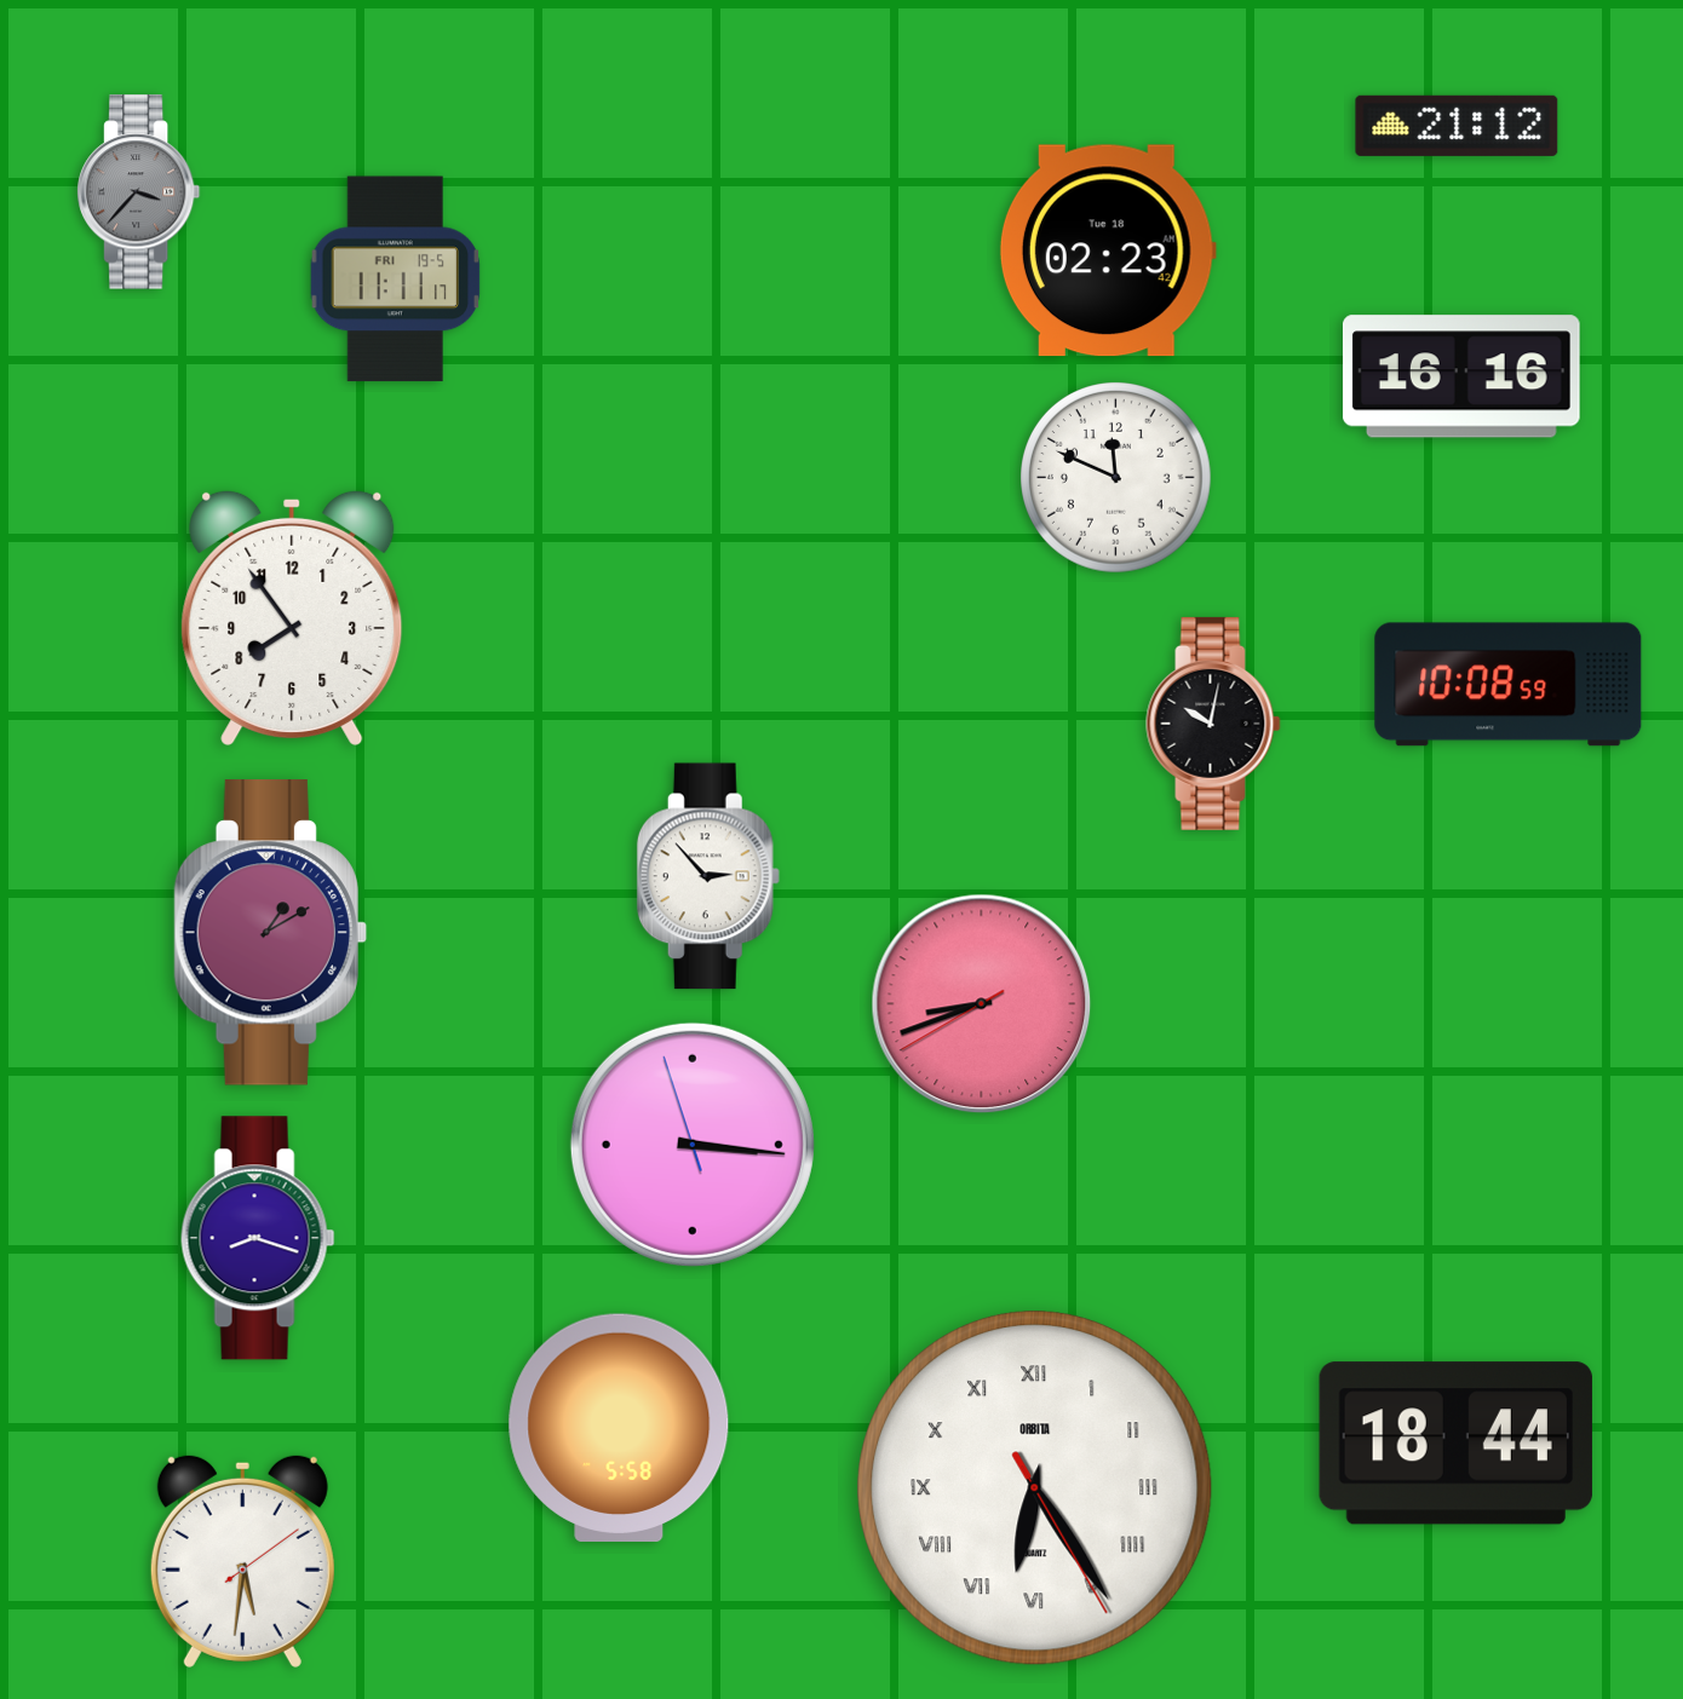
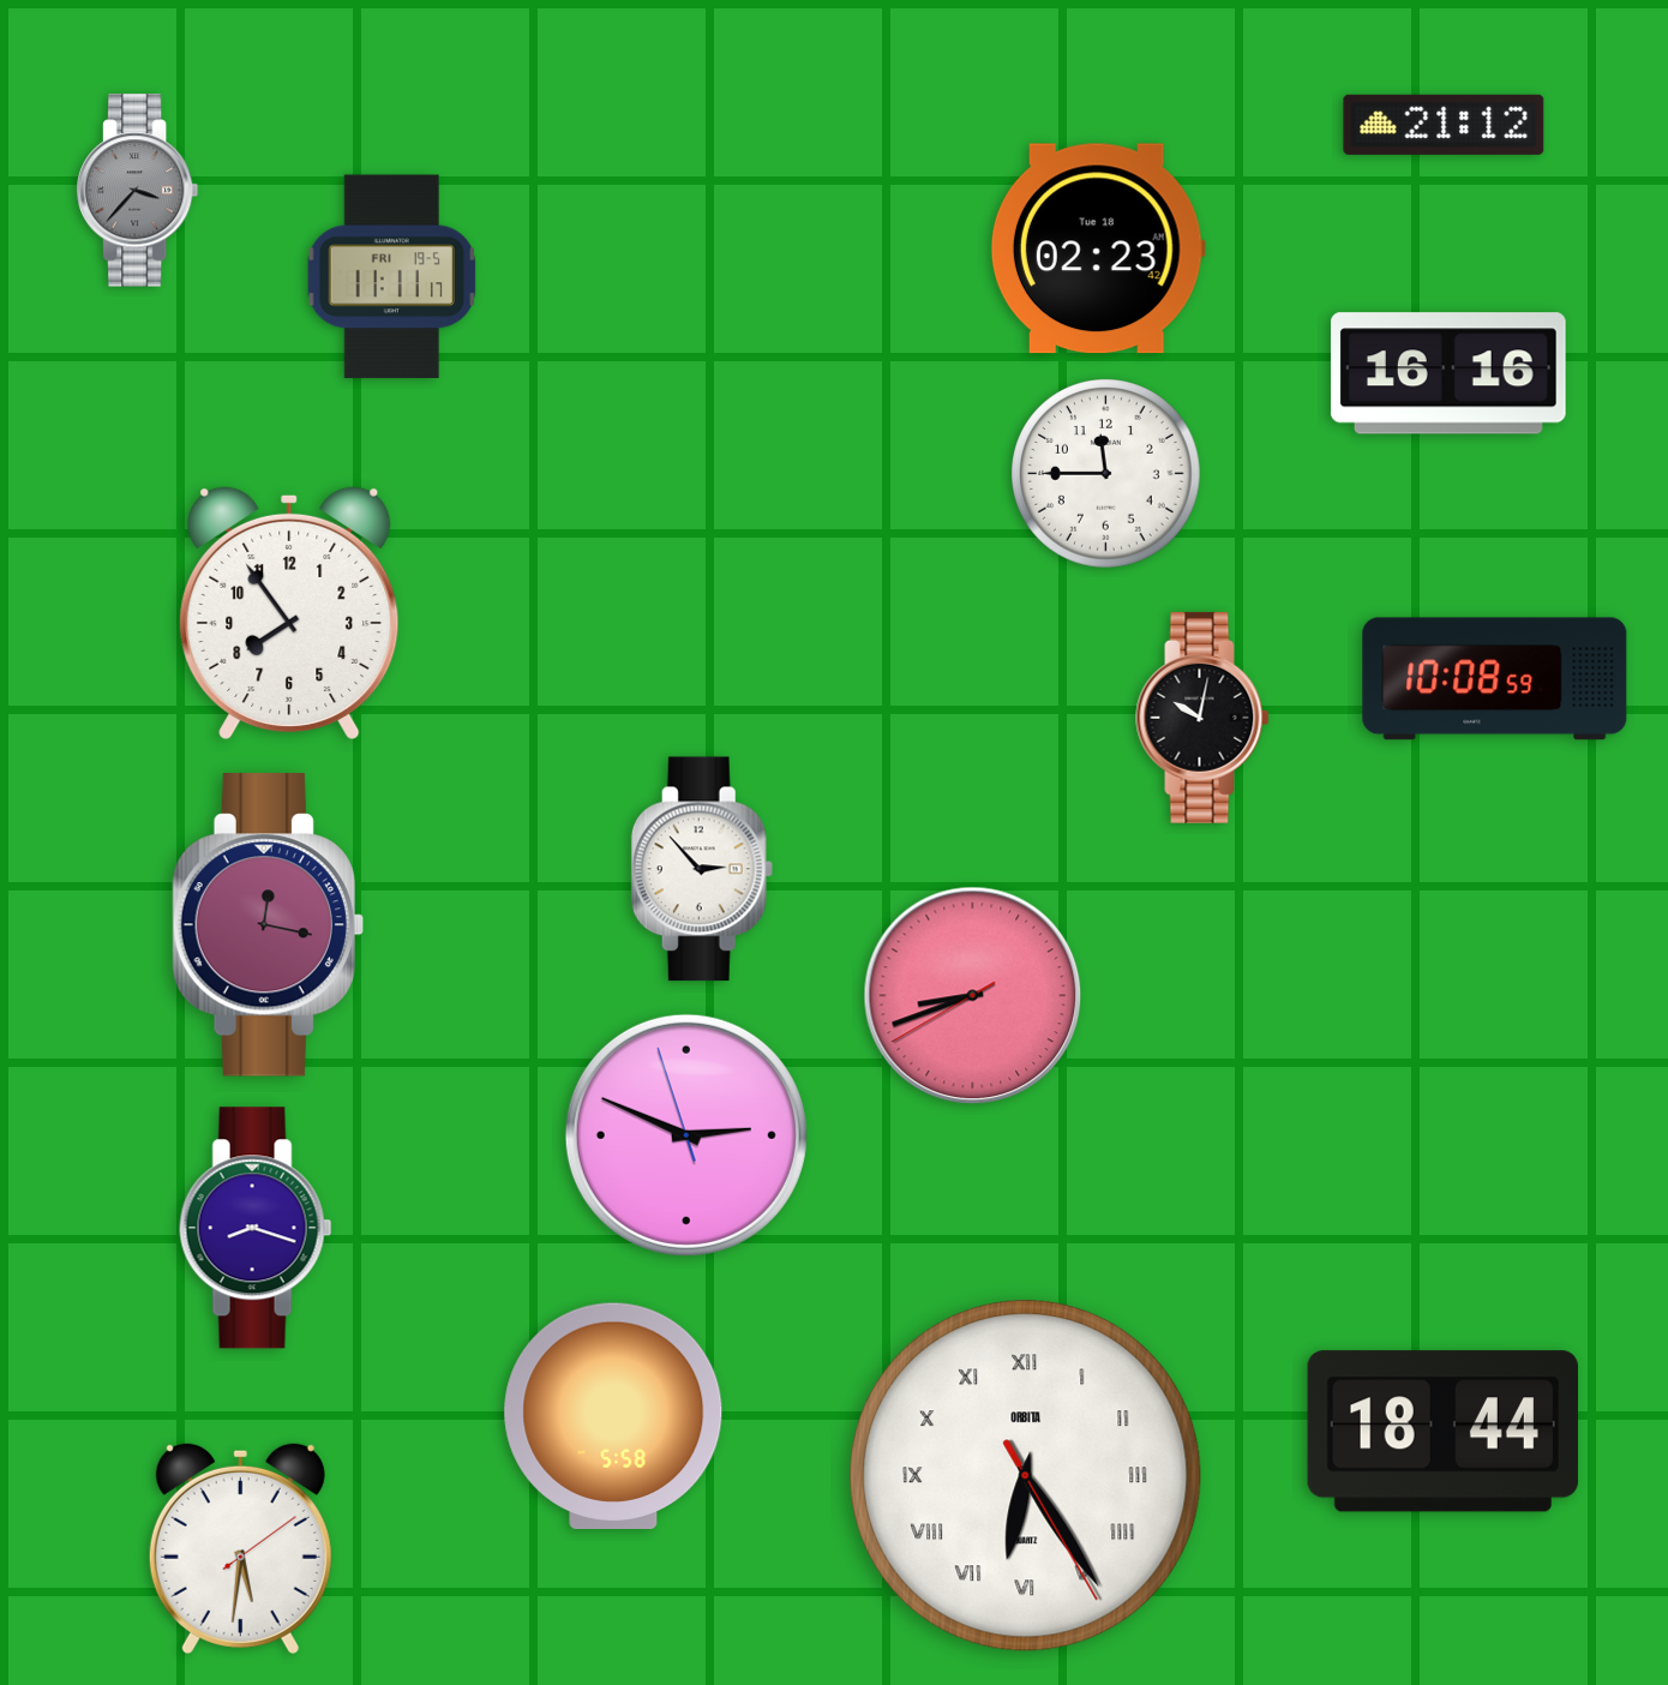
clock at (1116, 478): 11:49 -> 11:45
clock at (270, 933): 1:10 -> 12:17
clock at (693, 1145): 3:15 -> 2:48
